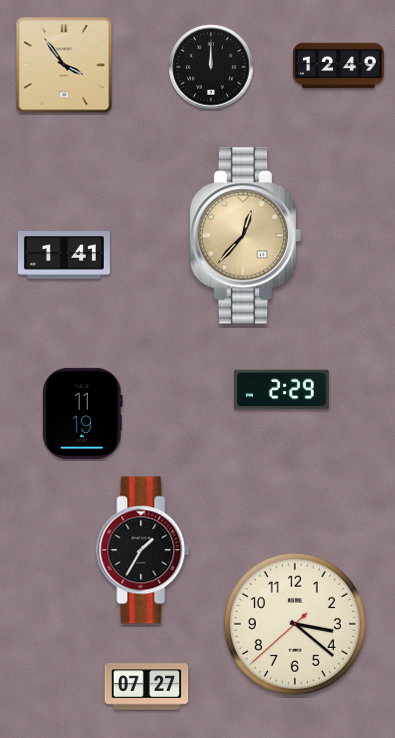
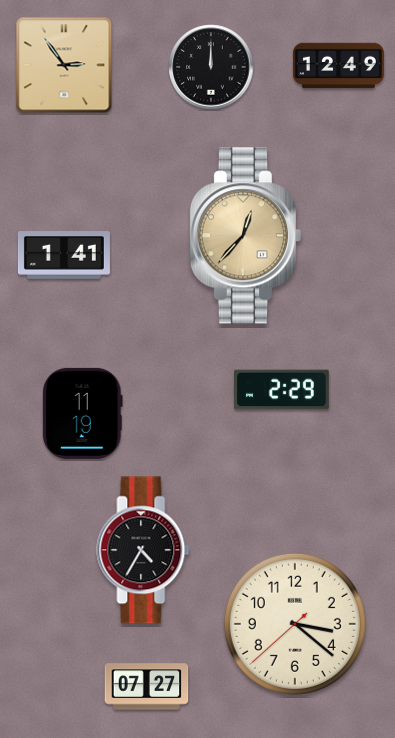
clock at (64, 65): 3:54 -> 2:54
clock at (143, 550): 1:35 -> 4:35
